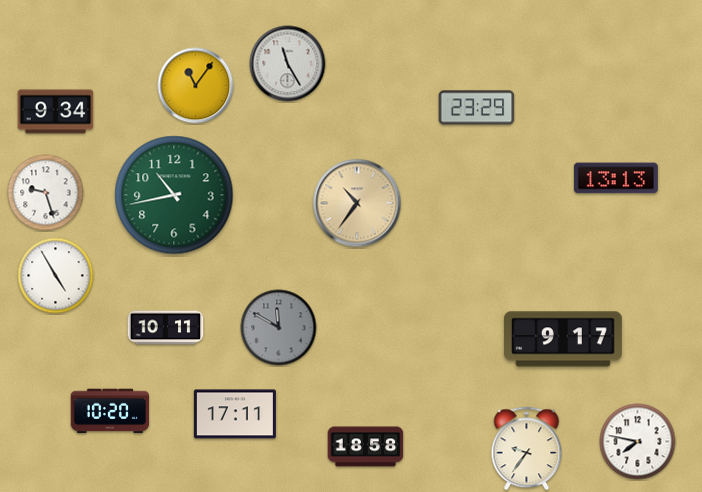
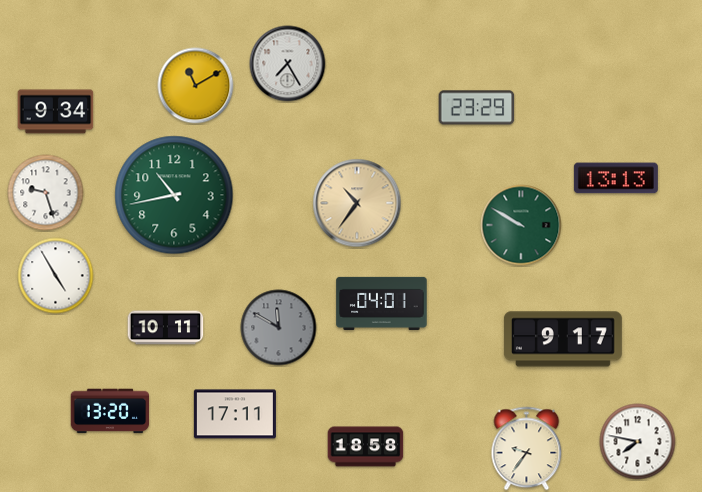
clock at (288, 64): 11:25 -> 7:25
clock at (196, 86): 11:06 -> 11:10
clock at (521, 225): none -> 9:50
clock at (382, 303): none -> 04:01
clock at (110, 411): 10:20 -> 13:20
